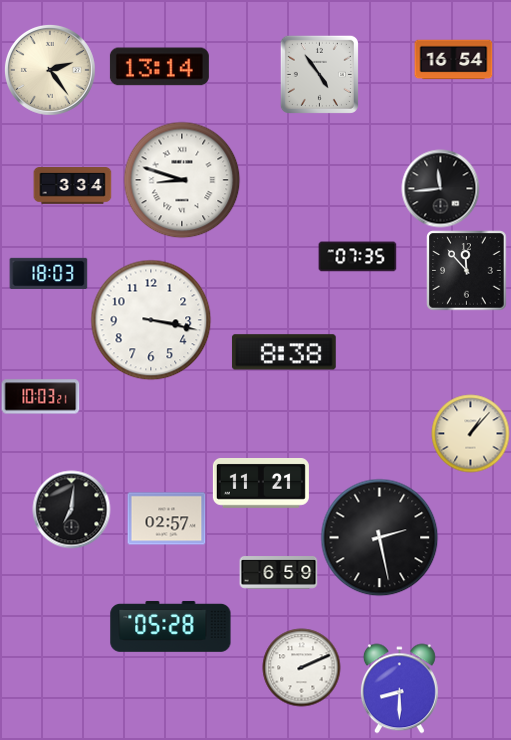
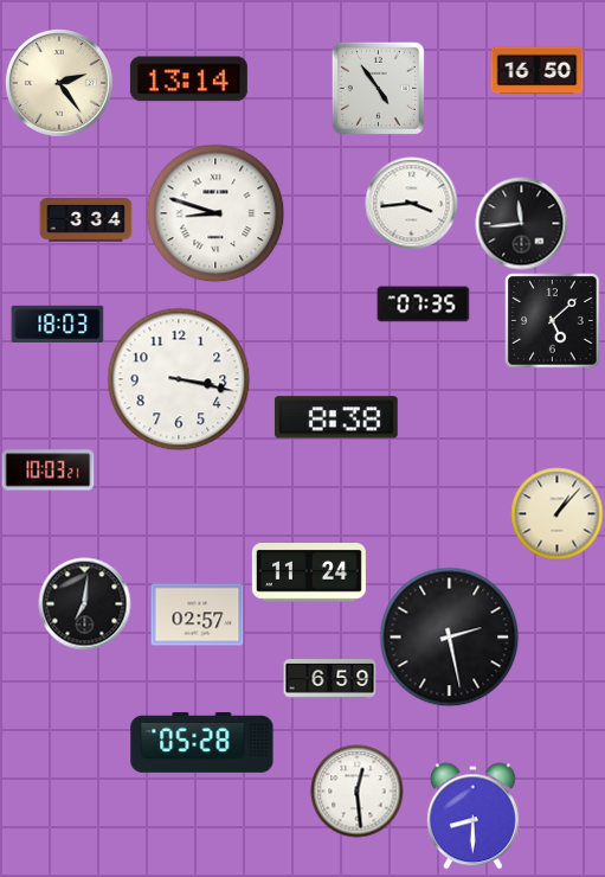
clock at (453, 60): 16:54 -> 16:50
clock at (411, 203): none -> 3:44
clock at (466, 270): 11:53 -> 5:08
clock at (261, 484): 11:21 -> 11:24
clock at (301, 667): 2:11 -> 12:29
